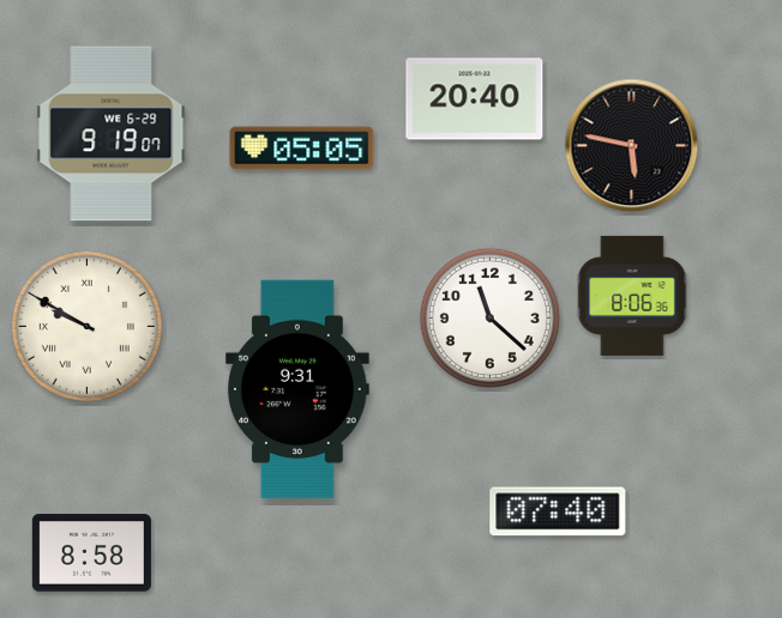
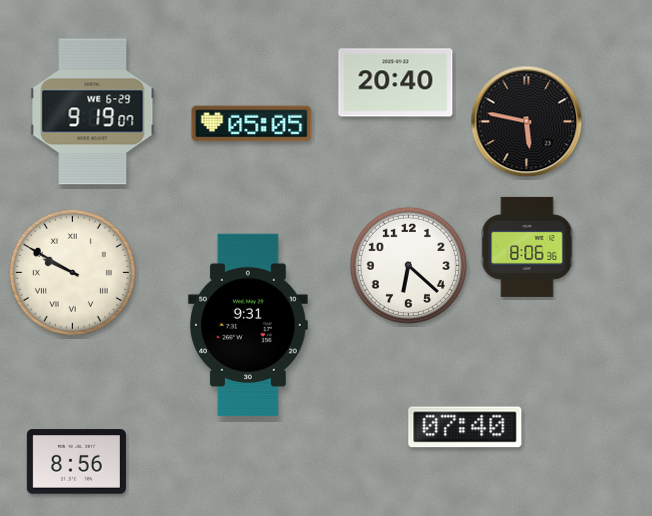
clock at (489, 317): 11:22 -> 6:22
clock at (91, 553): 8:58 -> 8:56
